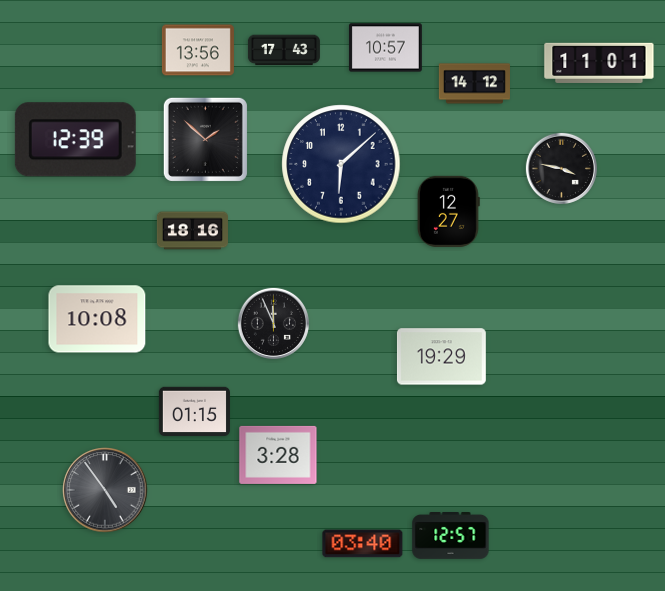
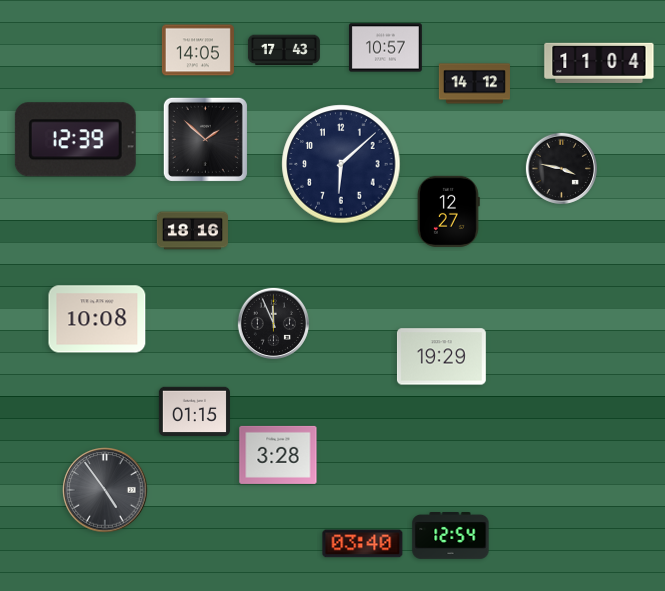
clock at (198, 50): 13:56 -> 14:05
clock at (599, 63): 11:01 -> 11:04
clock at (451, 536): 12:57 -> 12:54
